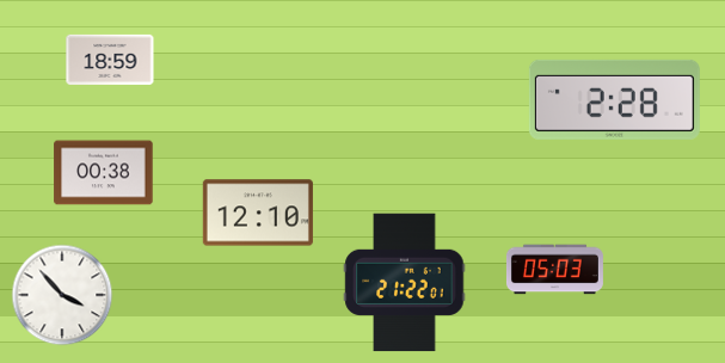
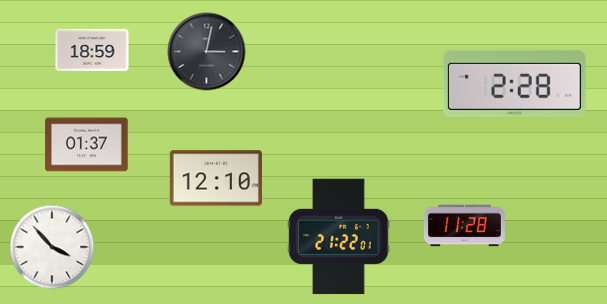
clock at (207, 52): none -> 3:02
clock at (104, 173): 00:38 -> 01:37
clock at (554, 270): 05:03 -> 11:28
